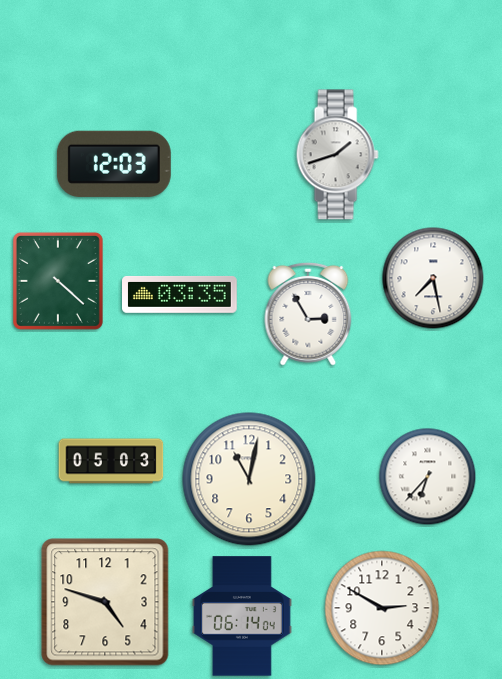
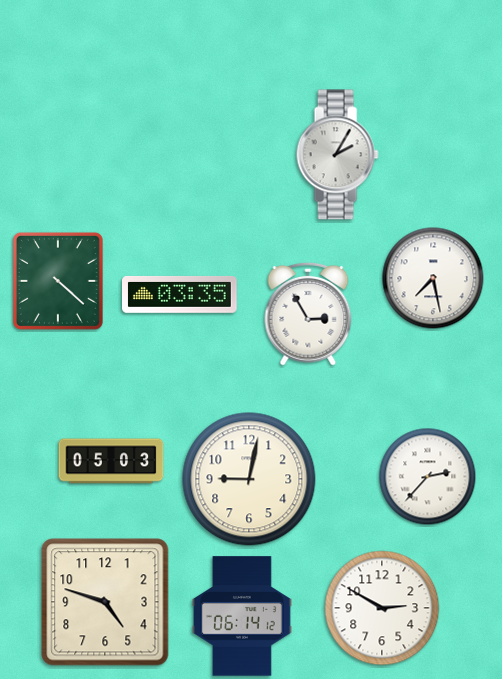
clock at (337, 155): 1:42 -> 2:05
clock at (114, 164): 12:03 -> none
clock at (428, 477): 6:37 -> 2:37
clock at (249, 479): 11:02 -> 9:02
clock at (242, 616): 06:14:04 -> 06:14:12
